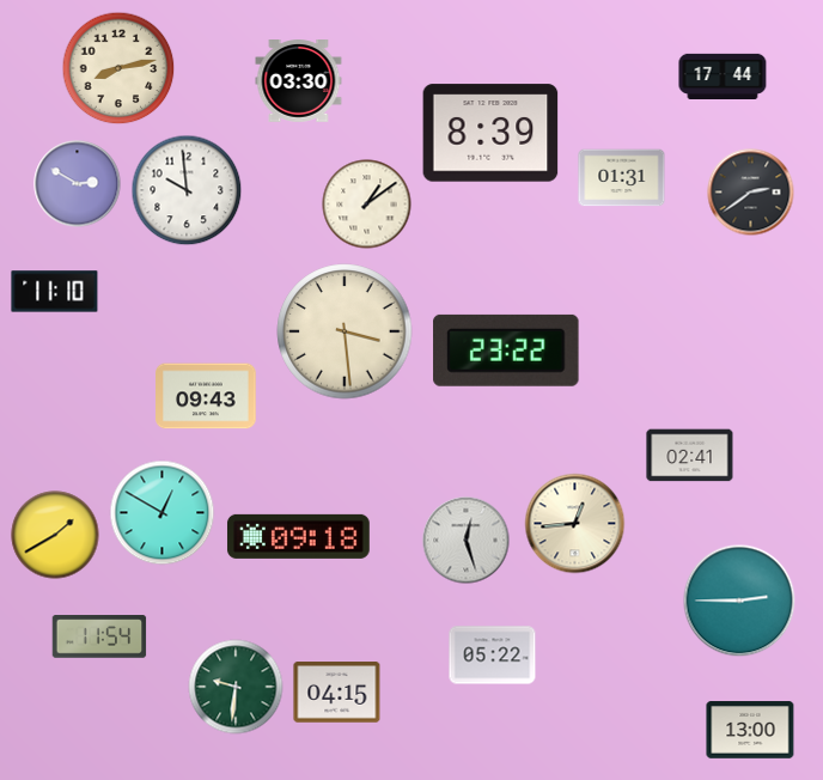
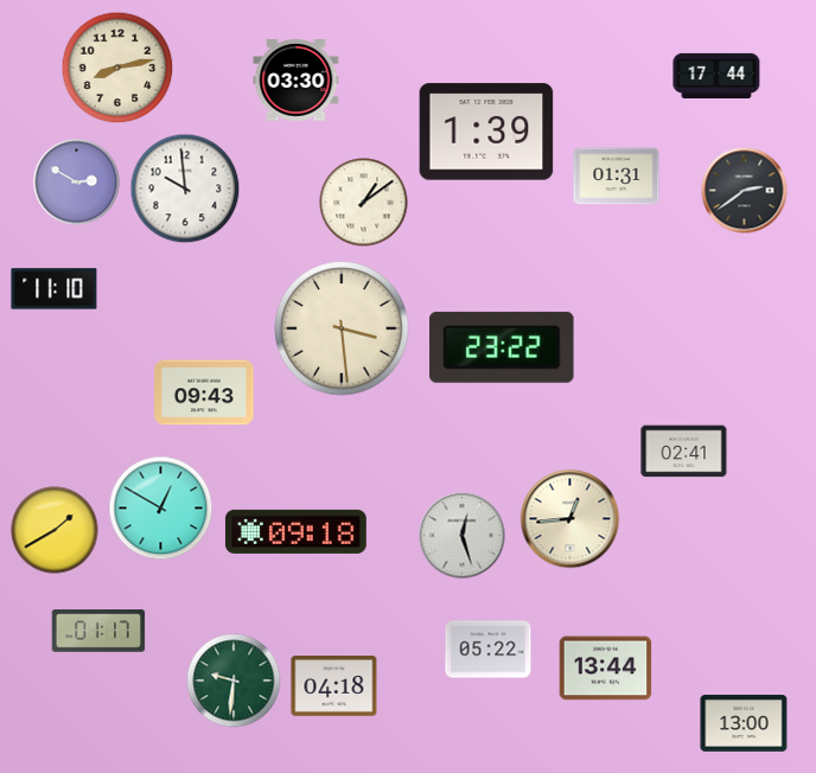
clock at (490, 133): 8:39 -> 1:39
clock at (739, 601): 2:45 -> none
clock at (99, 636): 11:54 -> 01:17
clock at (606, 669): none -> 13:44
clock at (337, 693): 04:15 -> 04:18
